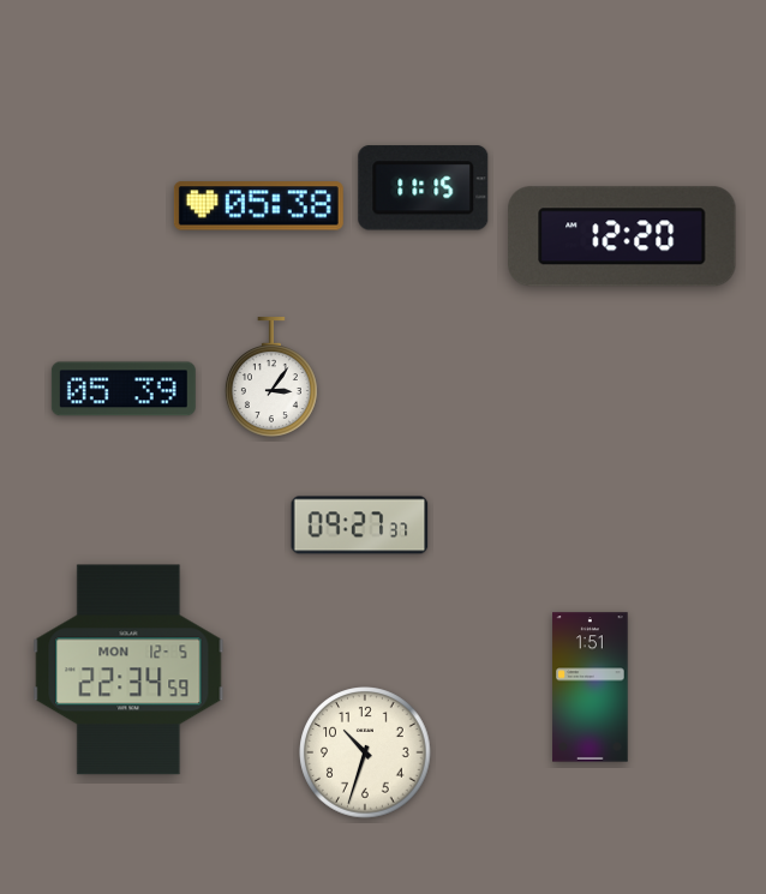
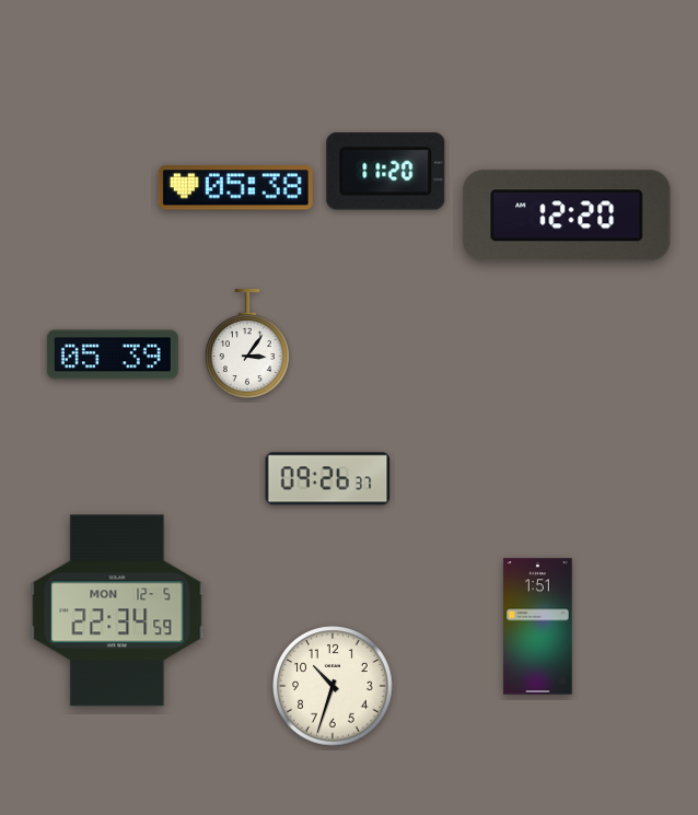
clock at (424, 188): 11:15 -> 11:20
clock at (360, 526): 09:27 -> 09:26
